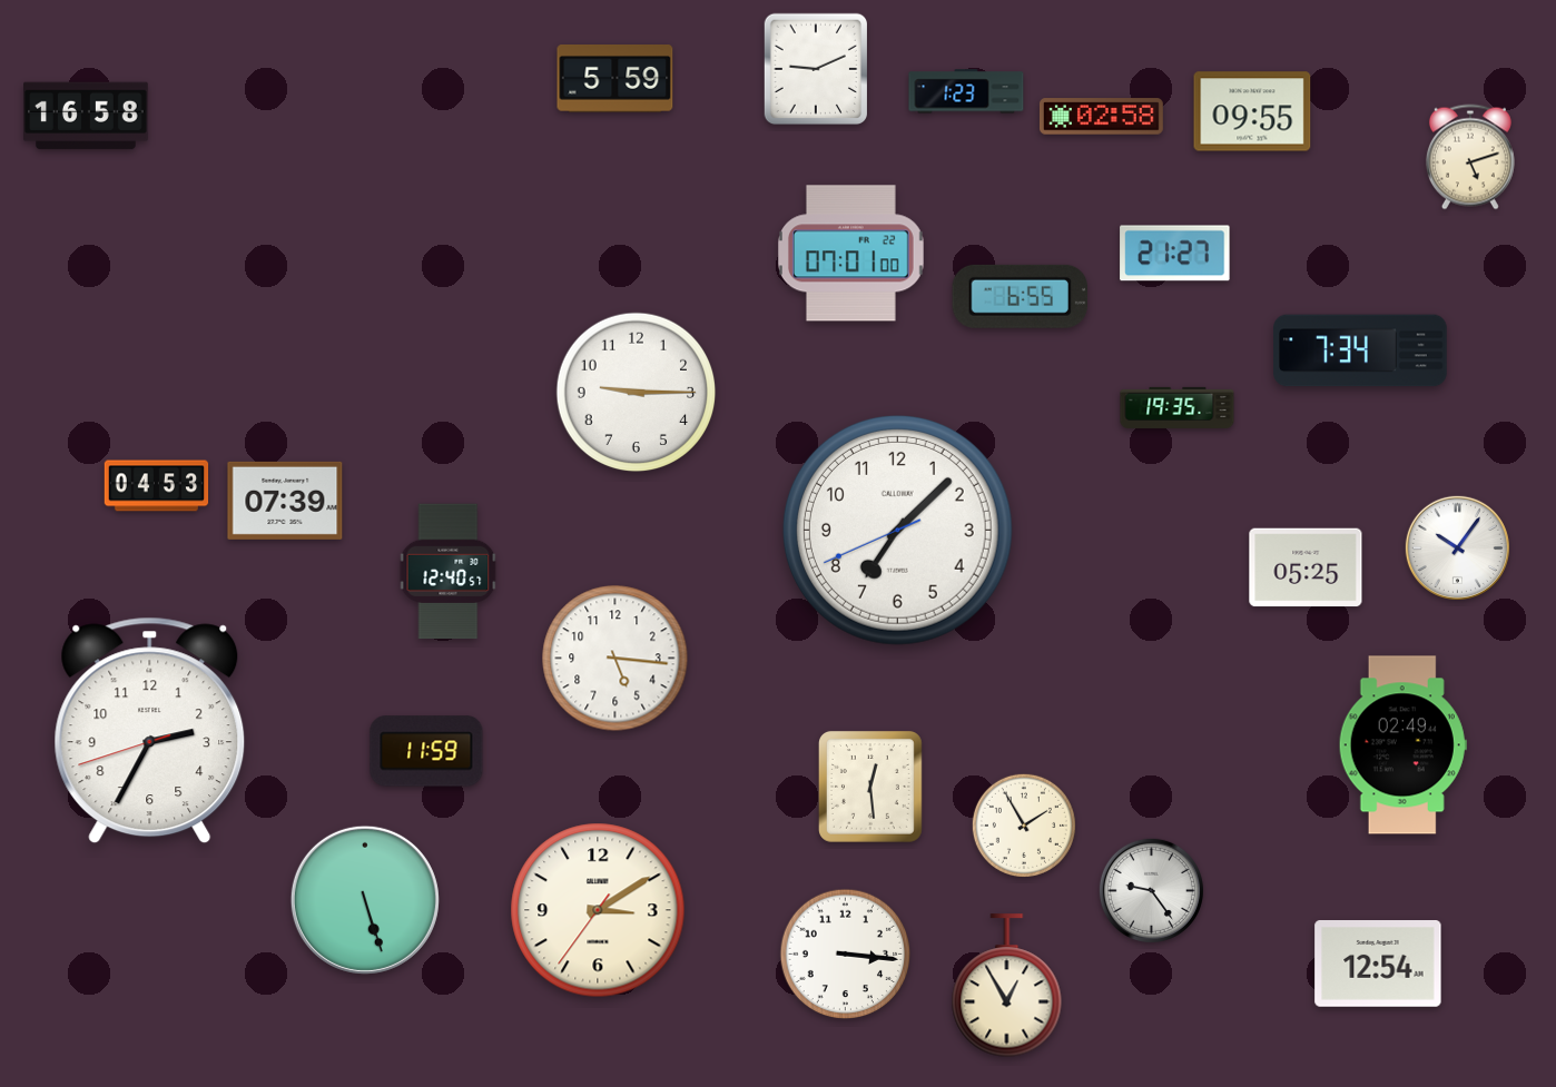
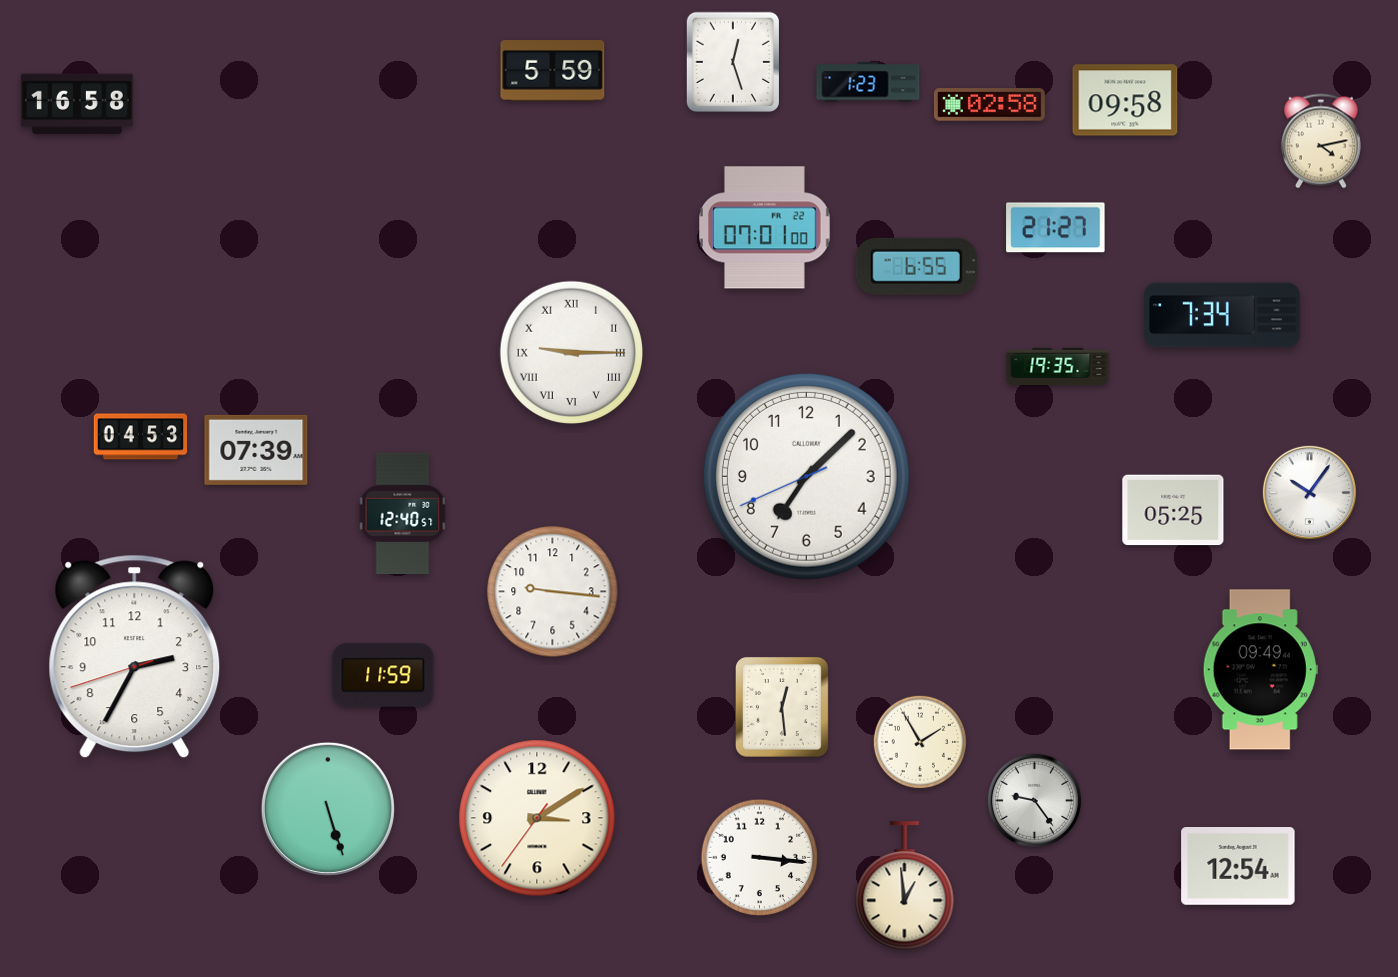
clock at (815, 69): 9:11 -> 12:27
clock at (1252, 111): 09:55 -> 09:58
clock at (1470, 157): 5:12 -> 4:13
clock at (637, 393) numerals: Arabic -> Roman
clock at (615, 659): 5:16 -> 9:16
clock at (1402, 745): 02:49 -> 09:49
clock at (1007, 986): 12:55 -> 12:59
